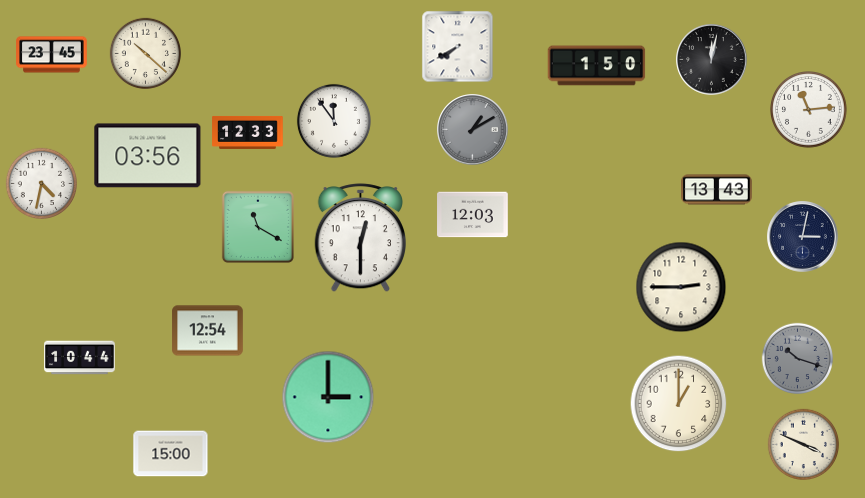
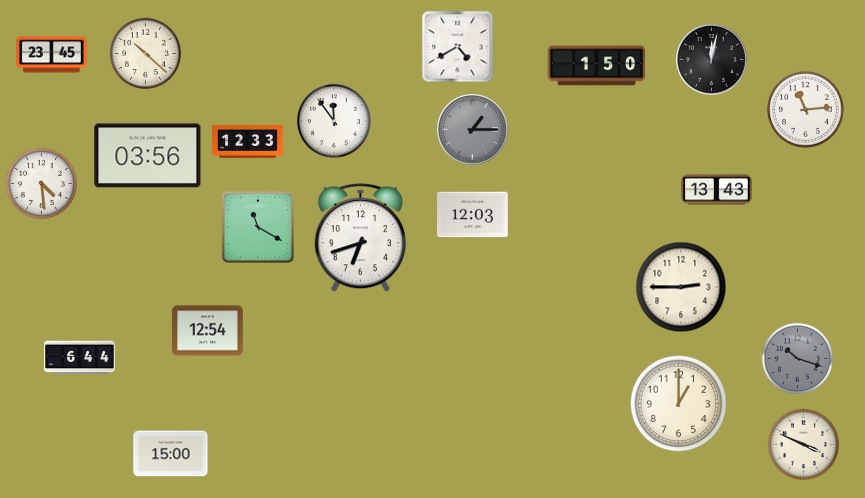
clock at (458, 47): 7:40 -> 4:40
clock at (809, 110) position: (809, 110) -> (806, 110)
clock at (473, 130): 1:10 -> 1:15
clock at (248, 132) position: (248, 132) -> (248, 141)
clock at (41, 183): 4:32 -> 4:29
clock at (803, 237): 3:02 -> none
clock at (361, 238): 12:30 -> 6:42
clock at (80, 358): 10:44 -> 6:44
clock at (328, 397): 3:00 -> none
